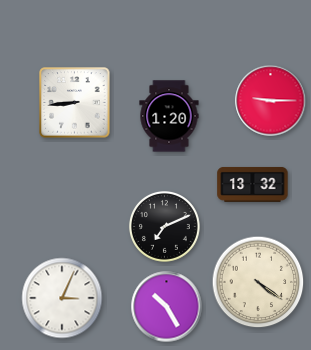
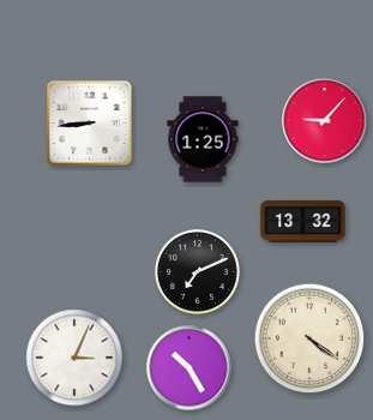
clock at (271, 101): 9:15 -> 9:07
clock at (169, 116): 1:20 -> 1:25
clock at (167, 307) position: (167, 307) -> (189, 368)
